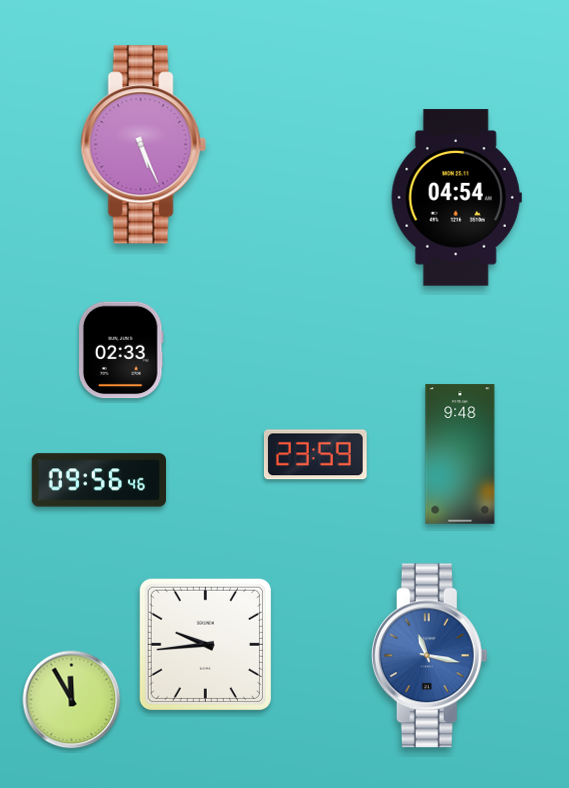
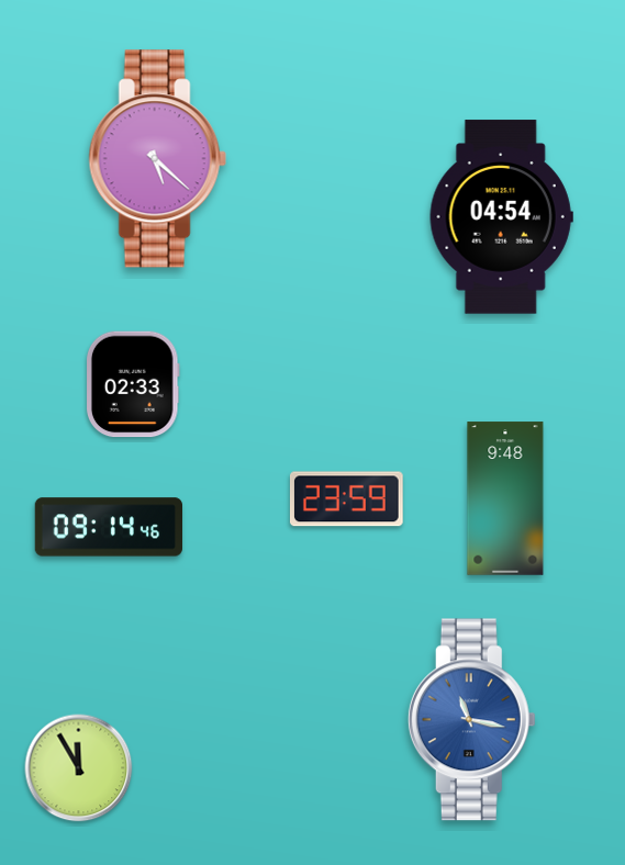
clock at (143, 145): 5:26 -> 5:22
clock at (98, 480): 09:56 -> 09:14
clock at (205, 644): 9:44 -> none
